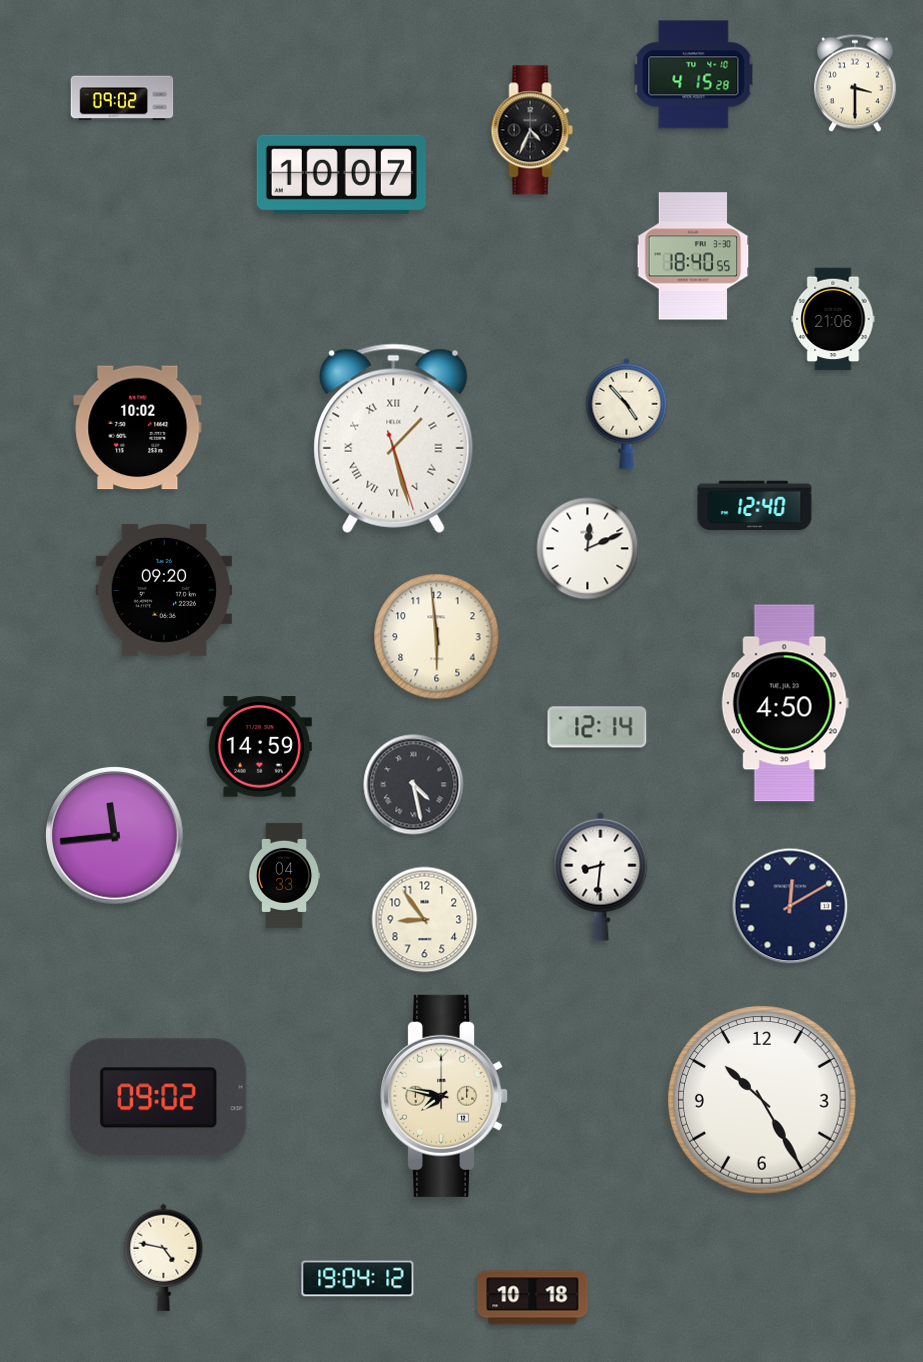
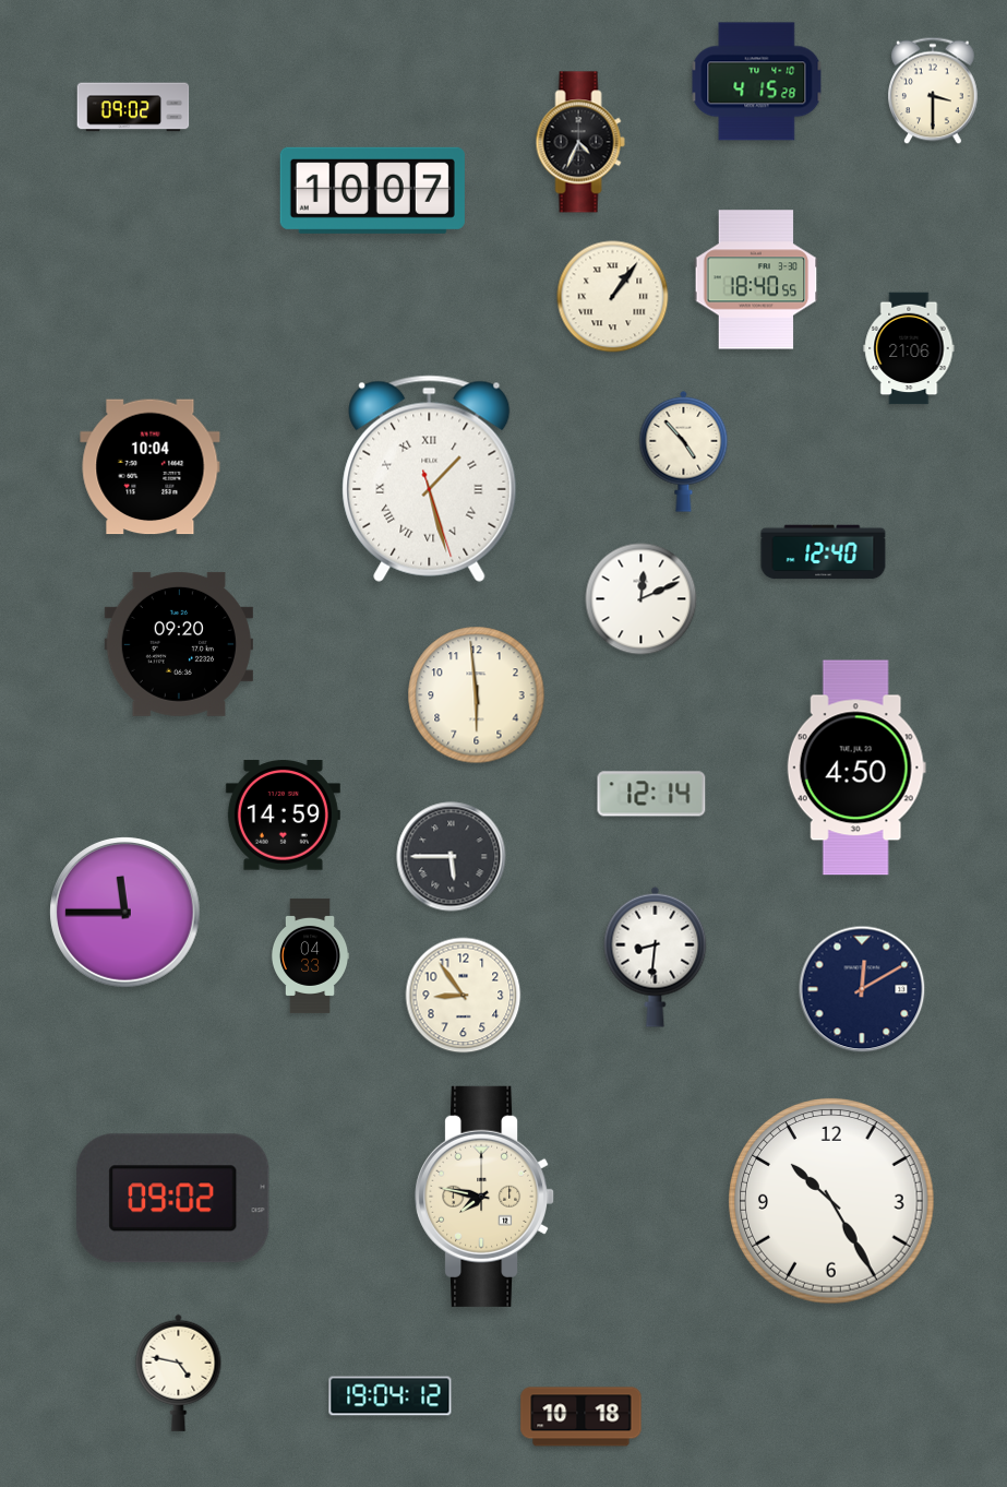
clock at (613, 297): none -> 1:06
clock at (138, 428): 10:02 -> 10:04
clock at (414, 785): 4:28 -> 5:45
clock at (115, 836): 11:44 -> 11:45
clock at (425, 920) position: (425, 920) -> (464, 996)
